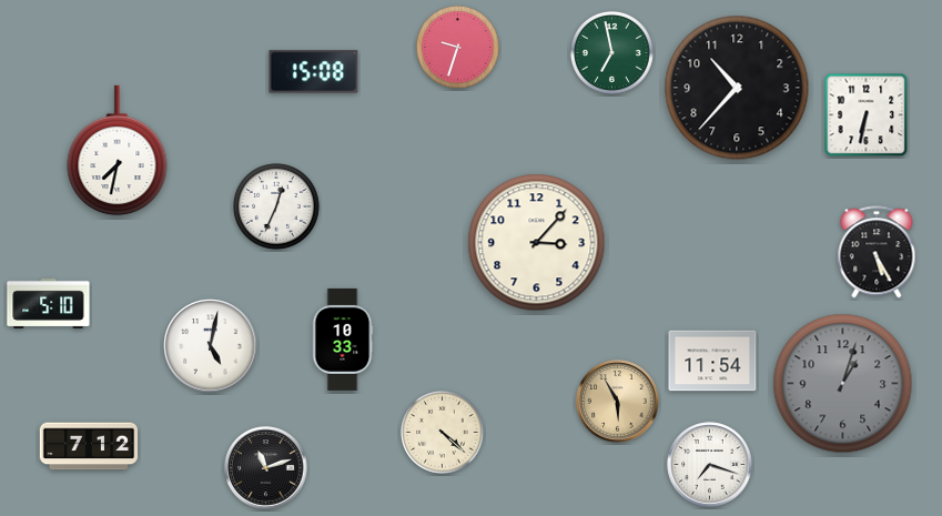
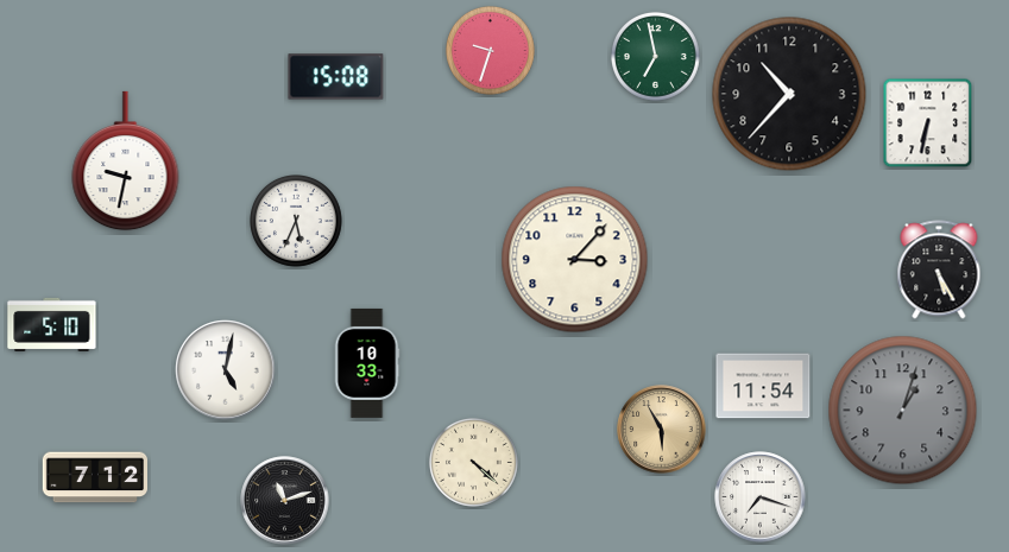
clock at (118, 151): 7:32 -> 9:32
clock at (277, 208): 12:34 -> 5:34
